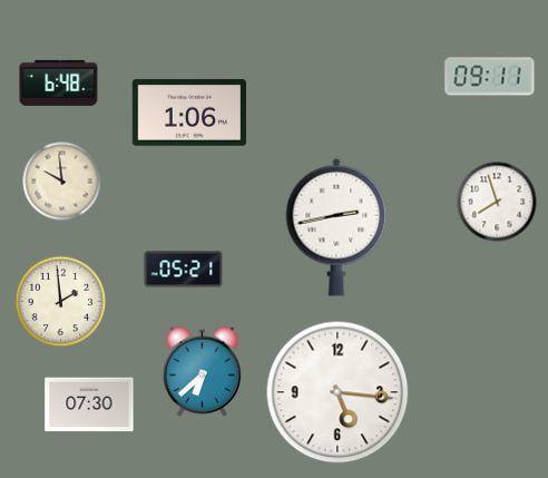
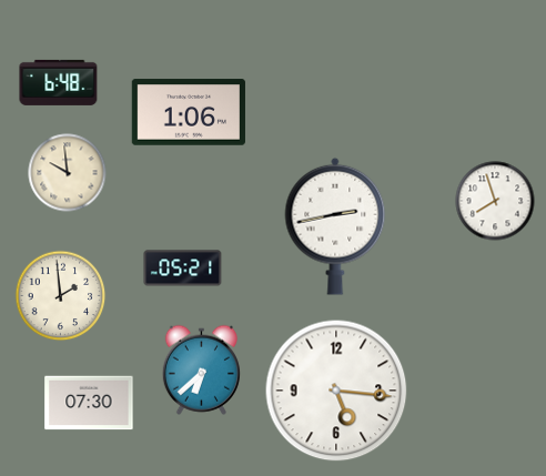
clock at (490, 77): 09:11 -> none
clock at (62, 182) position: (62, 182) -> (68, 173)
clock at (61, 302) position: (61, 302) -> (61, 296)
